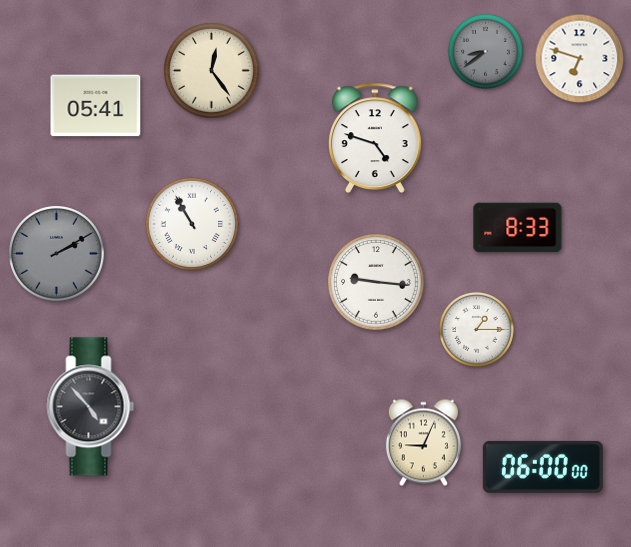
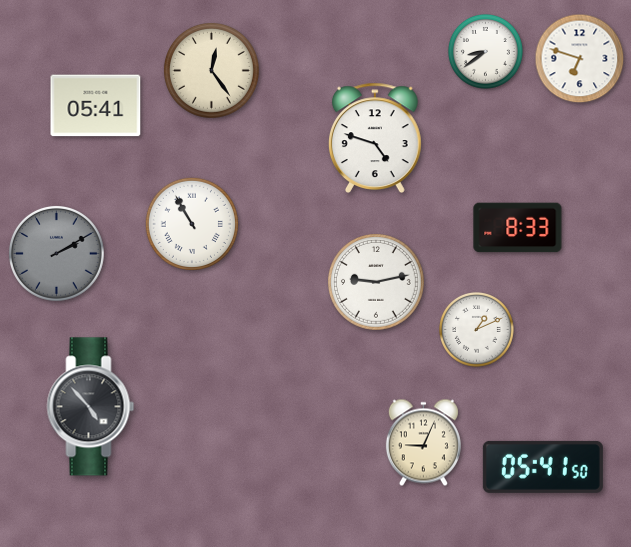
clock at (486, 52) dial: grey -> white
clock at (377, 283): 9:16 -> 9:13
clock at (477, 330): 1:15 -> 1:11
clock at (543, 467): 06:00 -> 05:41
